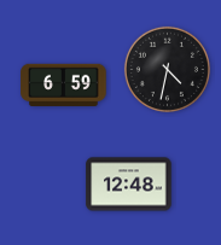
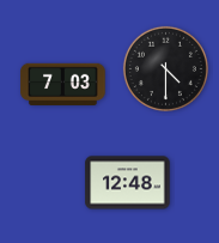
clock at (167, 69): 4:32 -> 4:30
clock at (64, 84): 6:59 -> 7:03
